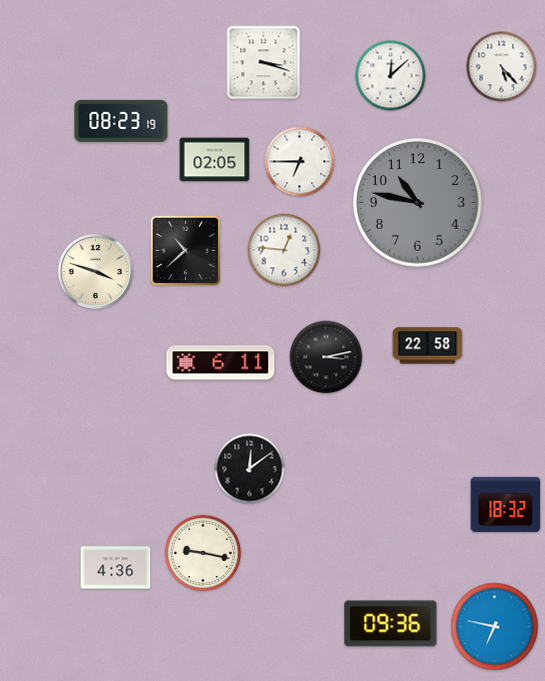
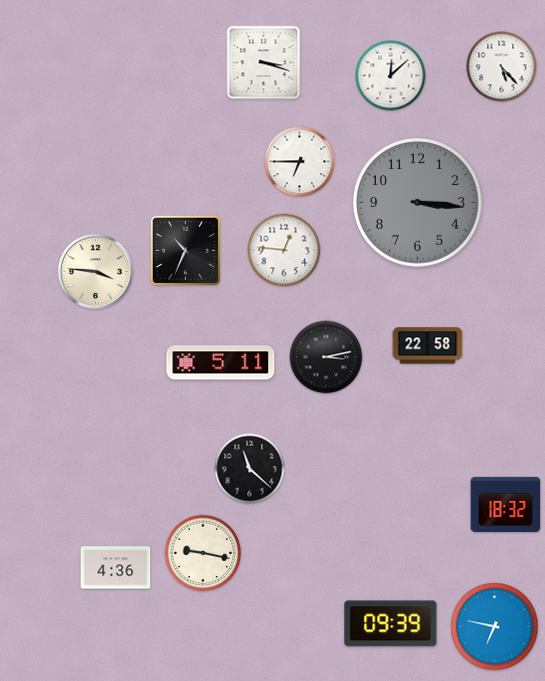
clock at (121, 121): 08:23 -> none
clock at (215, 160): 02:05 -> none
clock at (418, 203): 10:47 -> 3:16
clock at (185, 250): 10:38 -> 10:34
clock at (95, 271): 3:48 -> 3:46
clock at (221, 363): 6:11 -> 5:11
clock at (250, 469): 12:09 -> 11:22
clock at (391, 624): 09:36 -> 09:39
